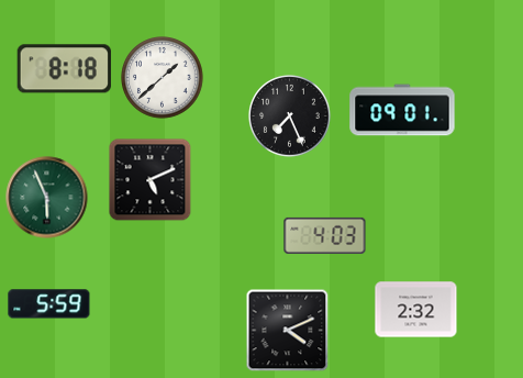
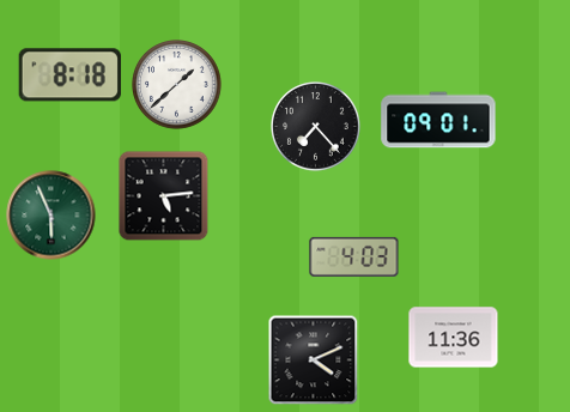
clock at (290, 116): 7:26 -> 7:23
clock at (151, 180): 5:11 -> 5:14
clock at (49, 304): 5:59 -> none
clock at (416, 310): 2:32 -> 11:36
